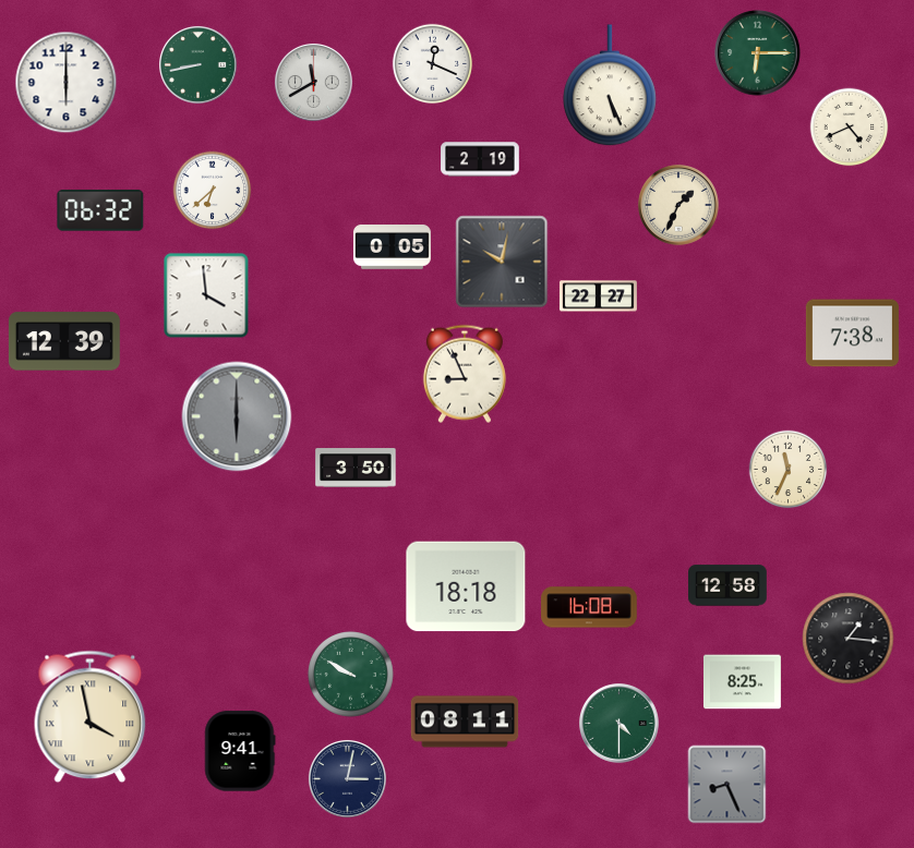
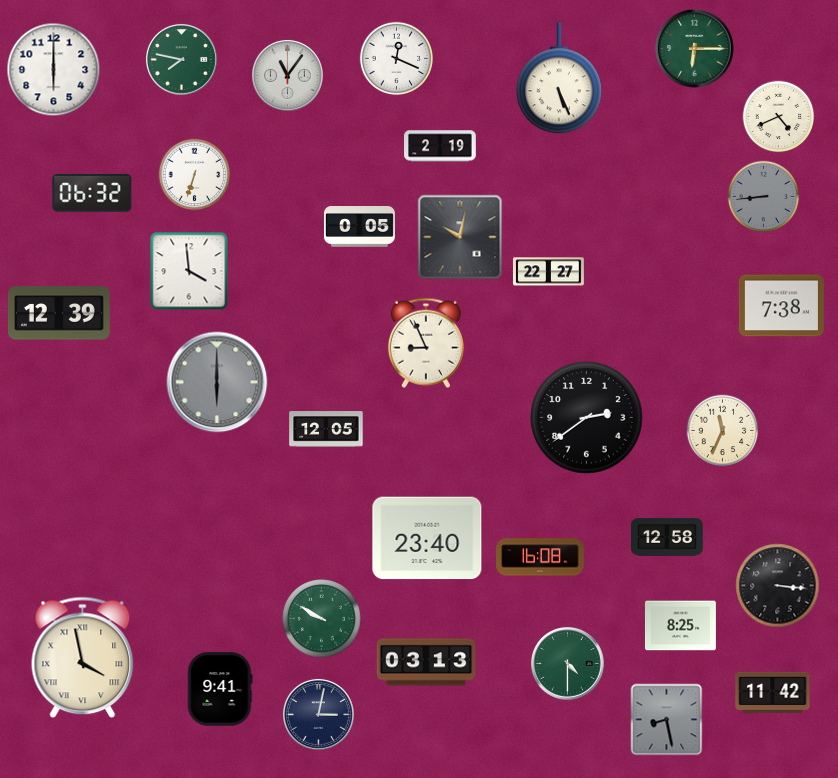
clock at (197, 64): 8:43 -> 7:47
clock at (313, 82): 11:40 -> 11:06
clock at (67, 83) position: (67, 83) -> (54, 70)
clock at (213, 191): 6:38 -> 6:33
clock at (678, 205): 1:34 -> none
clock at (764, 197): none -> 8:44
clock at (502, 262) position: (502, 262) -> (460, 237)
clock at (587, 418): none -> 2:39
clock at (356, 468): 3:50 -> 12:05
clock at (466, 586): 18:18 -> 23:40
clock at (849, 639): 1:16 -> 3:16
clock at (465, 722): 08:11 -> 03:13
clock at (773, 692): none -> 11:42
clock at (727, 785): 8:26 -> 8:28
